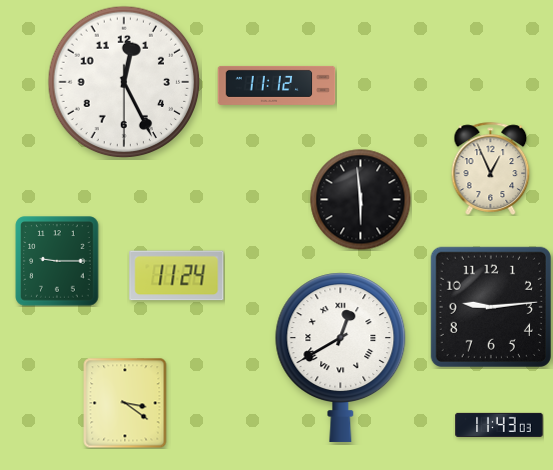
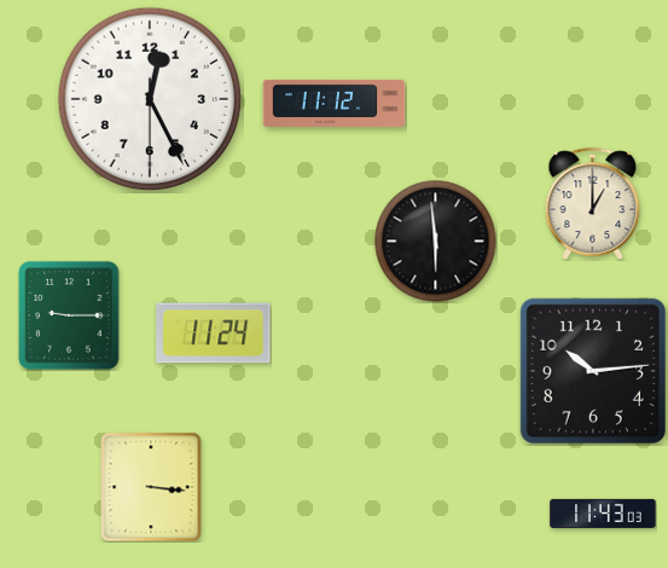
clock at (491, 168): 12:56 -> 1:00
clock at (491, 307): 9:14 -> 10:14
clock at (341, 357): 12:40 -> none
clock at (125, 403): 3:21 -> 3:16
